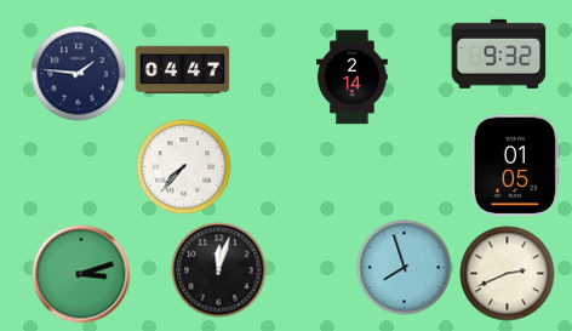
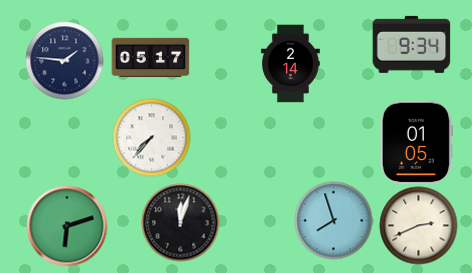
clock at (498, 53): 9:32 -> 9:34
clock at (182, 70): 04:47 -> 05:17
clock at (515, 165) position: (515, 165) -> (416, 142)
clock at (81, 274): 3:12 -> 6:12
